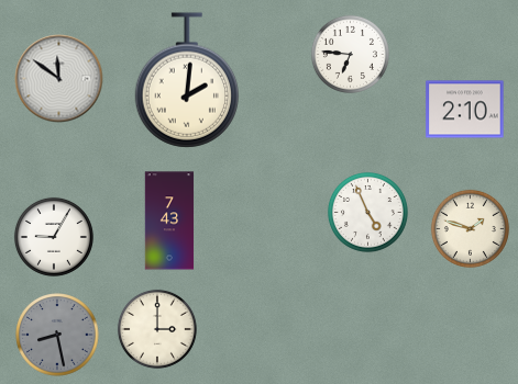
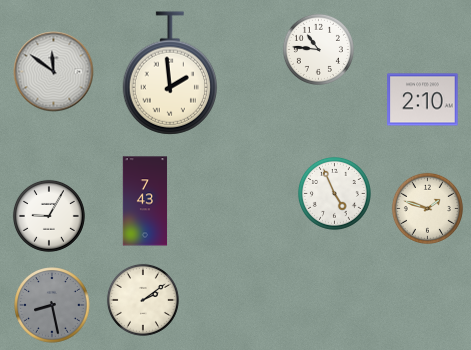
clock at (350, 54): 6:46 -> 10:46
clock at (186, 80): 2:01 -> 1:59
clock at (169, 221) position: (169, 221) -> (145, 201)
clock at (157, 329): 3:00 -> 2:09
